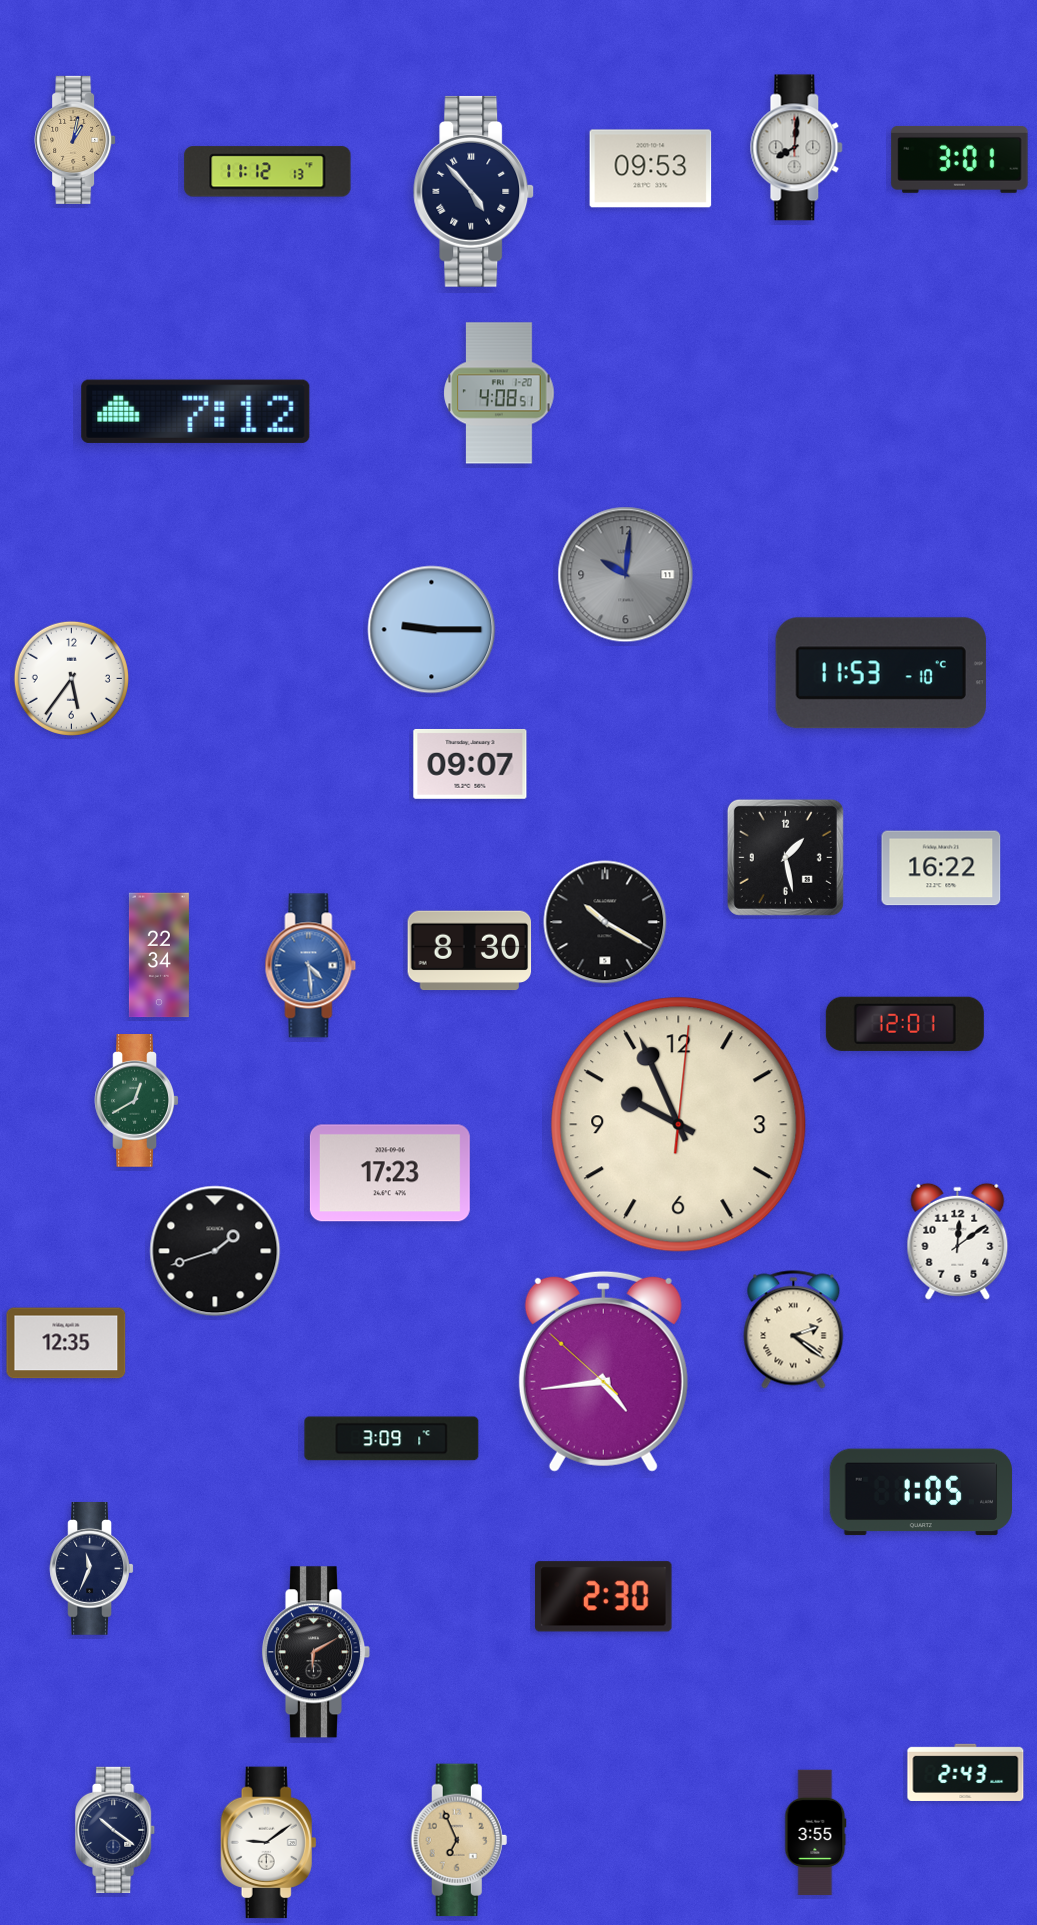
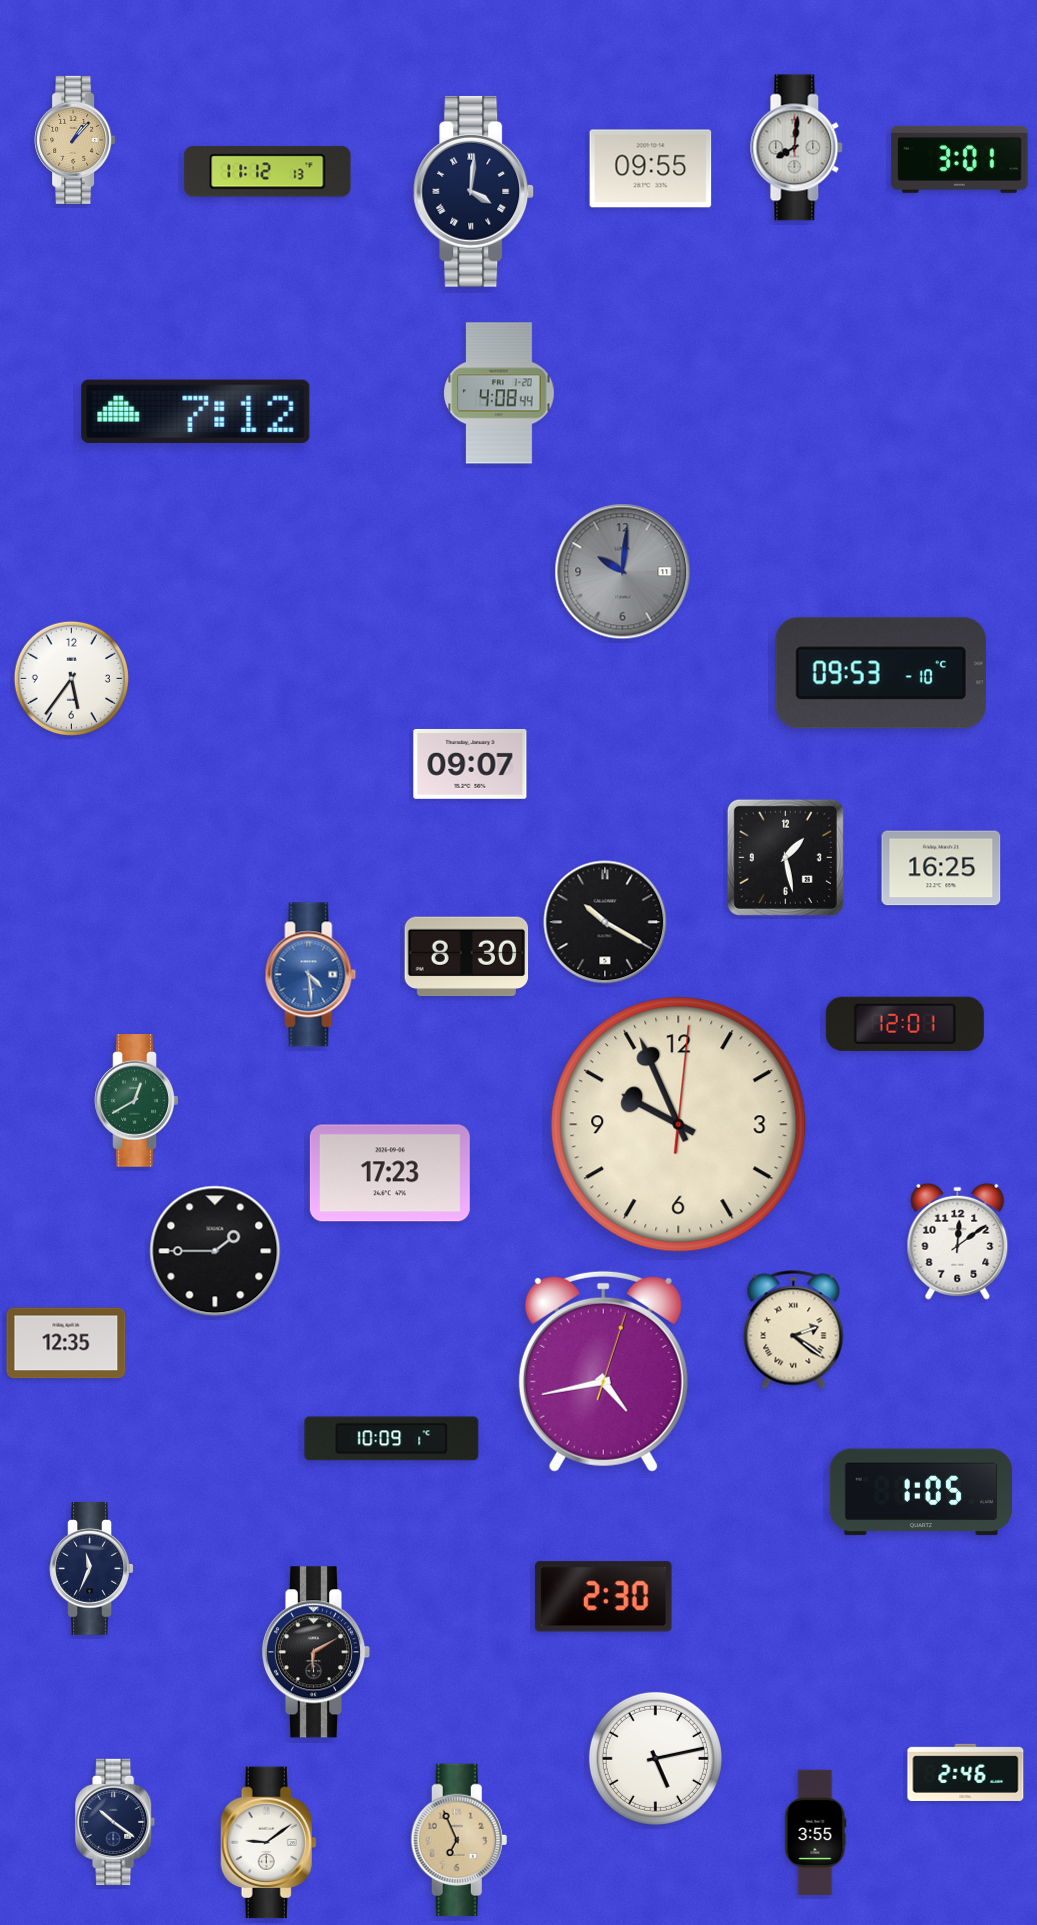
clock at (75, 140): 1:02 -> 1:07
clock at (651, 169): 09:53 -> 09:55
clock at (474, 191): 4:53 -> 4:01
clock at (499, 393): 4:08:51 -> 4:08:44
clock at (626, 575) position: (626, 575) -> (623, 572)
clock at (432, 630): 9:15 -> none
clock at (881, 673): 11:53 -> 09:53
clock at (941, 868): 16:22 -> 16:25
clock at (470, 951) position: (470, 951) -> (467, 957)
clock at (159, 955): 22:34 -> none
clock at (311, 966) position: (311, 966) -> (311, 975)
clock at (215, 1251): 1:42 -> 1:45
clock at (603, 1371): 4:43:52 -> 4:43:03
clock at (392, 1439): 3:09 -> 10:09
clock at (655, 1758): none -> 5:13
clock at (966, 1772): 2:43 -> 2:46
clock at (116, 1829) position: (116, 1829) -> (116, 1821)
